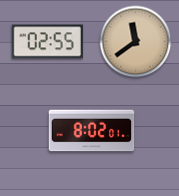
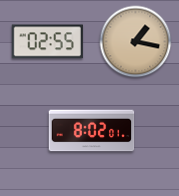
clock at (136, 42): 11:39 -> 1:17
